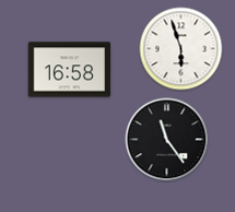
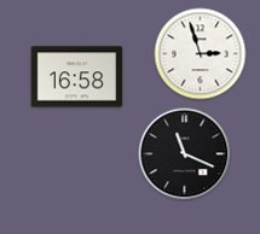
clock at (181, 49): 5:57 -> 2:57
clock at (167, 140): 11:24 -> 11:19
